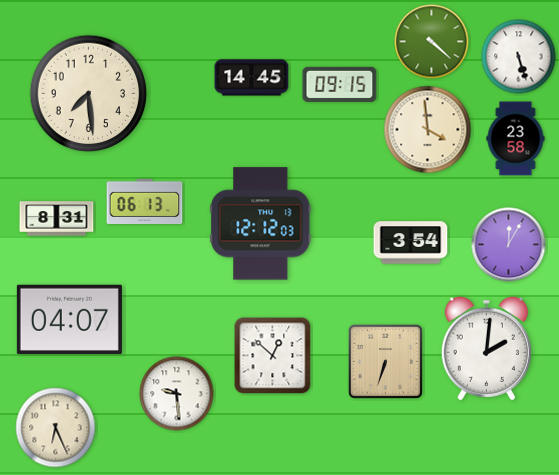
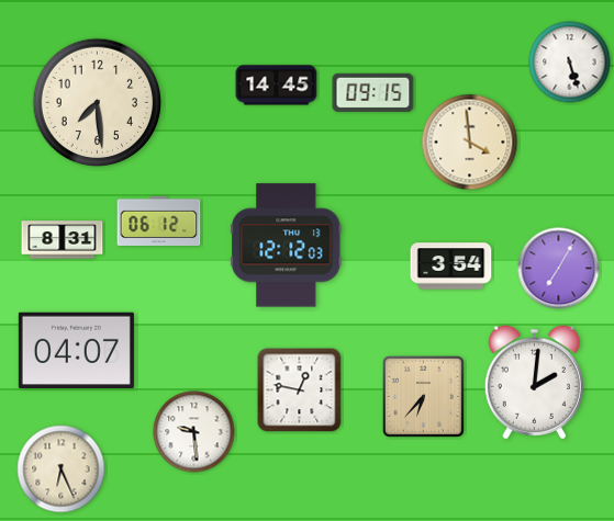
clock at (432, 42): 4:22 -> none
clock at (516, 139): 23:58 -> none
clock at (145, 201): 06:13 -> 06:12
clock at (509, 245): 12:05 -> 7:05
clock at (273, 356): 12:52 -> 12:47
clock at (385, 361): 6:33 -> 6:37
